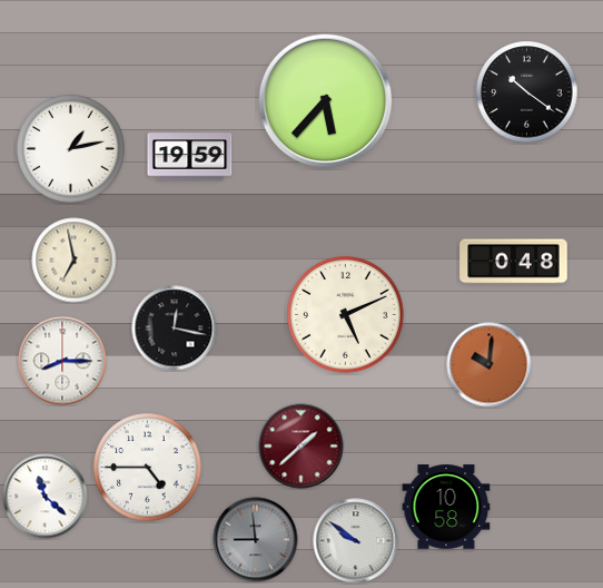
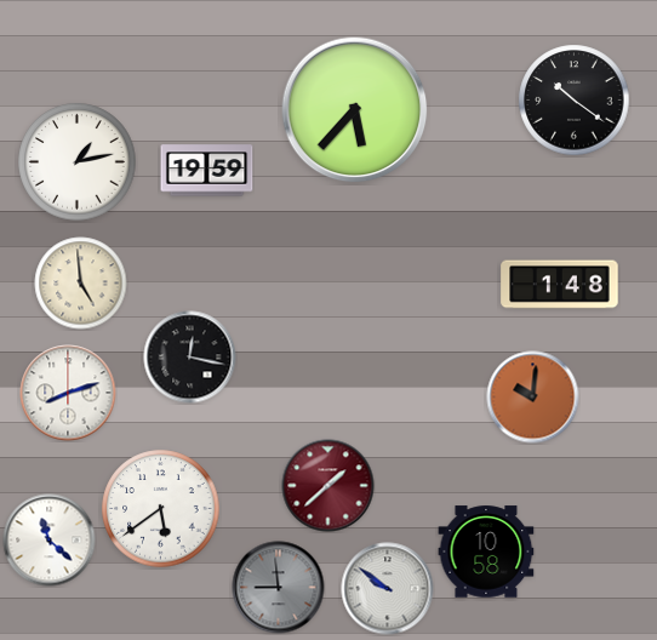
clock at (75, 261): 6:58 -> 4:59
clock at (514, 262): 0:48 -> 1:48
clock at (346, 315): 5:11 -> none
clock at (62, 361): 8:15 -> 8:12
clock at (148, 468): 4:45 -> 5:39
